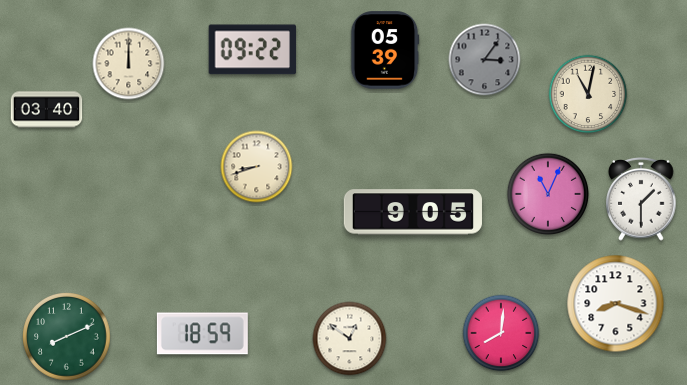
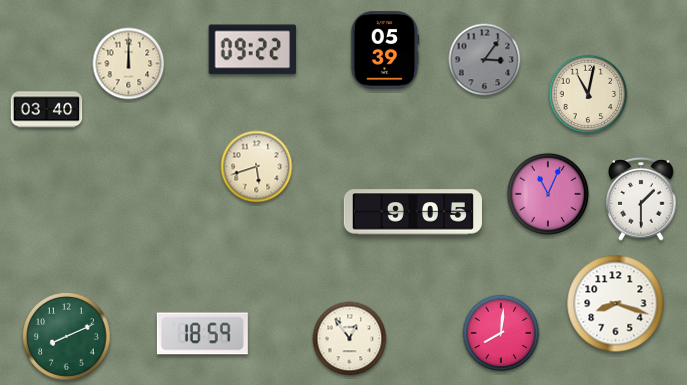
clock at (257, 167): 8:42 -> 5:42
clock at (350, 339): 12:51 -> 12:54
